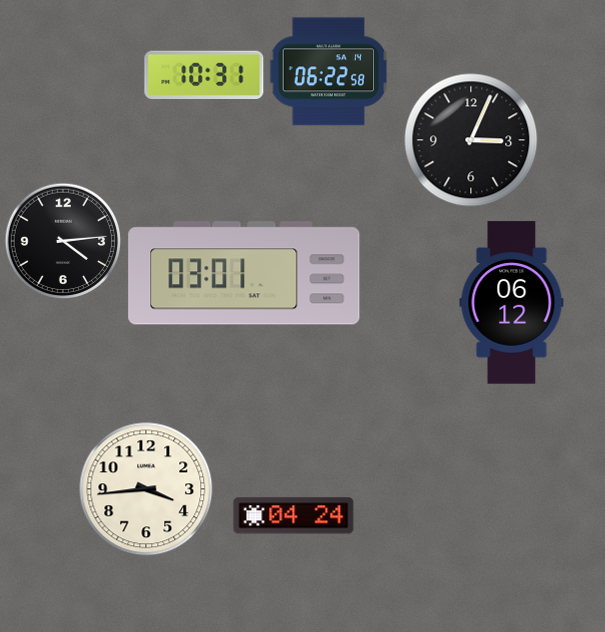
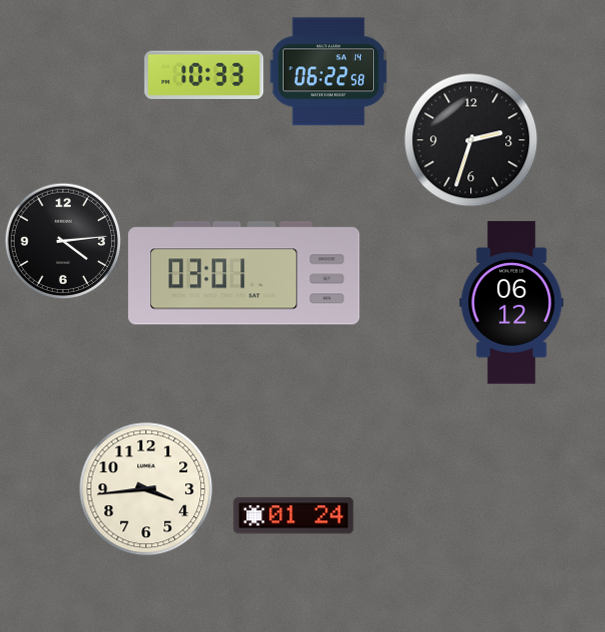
clock at (204, 75): 10:31 -> 10:33
clock at (471, 140): 3:04 -> 2:33
clock at (294, 516): 04:24 -> 01:24
